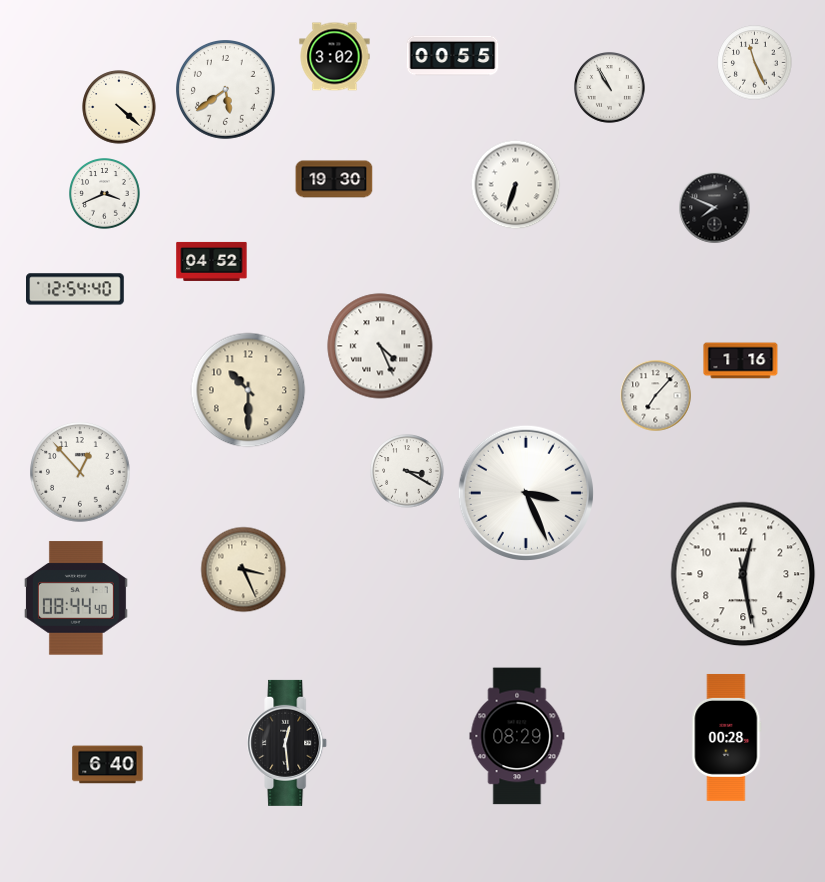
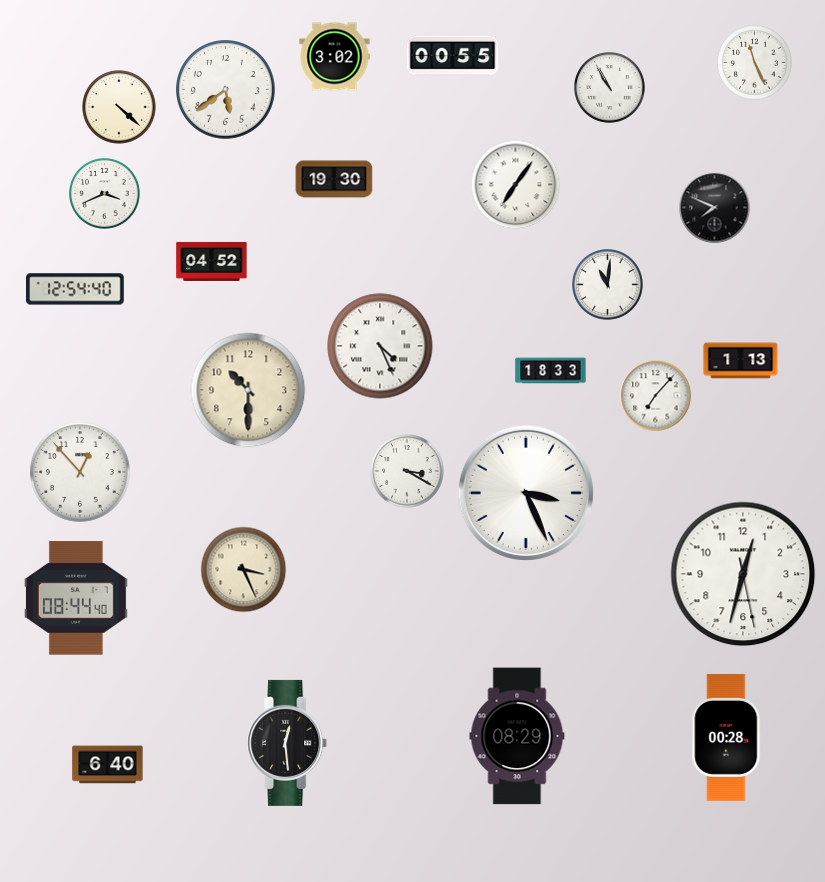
clock at (516, 185): 6:33 -> 7:06
clock at (608, 285): none -> 11:01
clock at (741, 361): 1:16 -> 1:13
clock at (551, 371): none -> 18:33
clock at (743, 574): 12:28 -> 12:32
